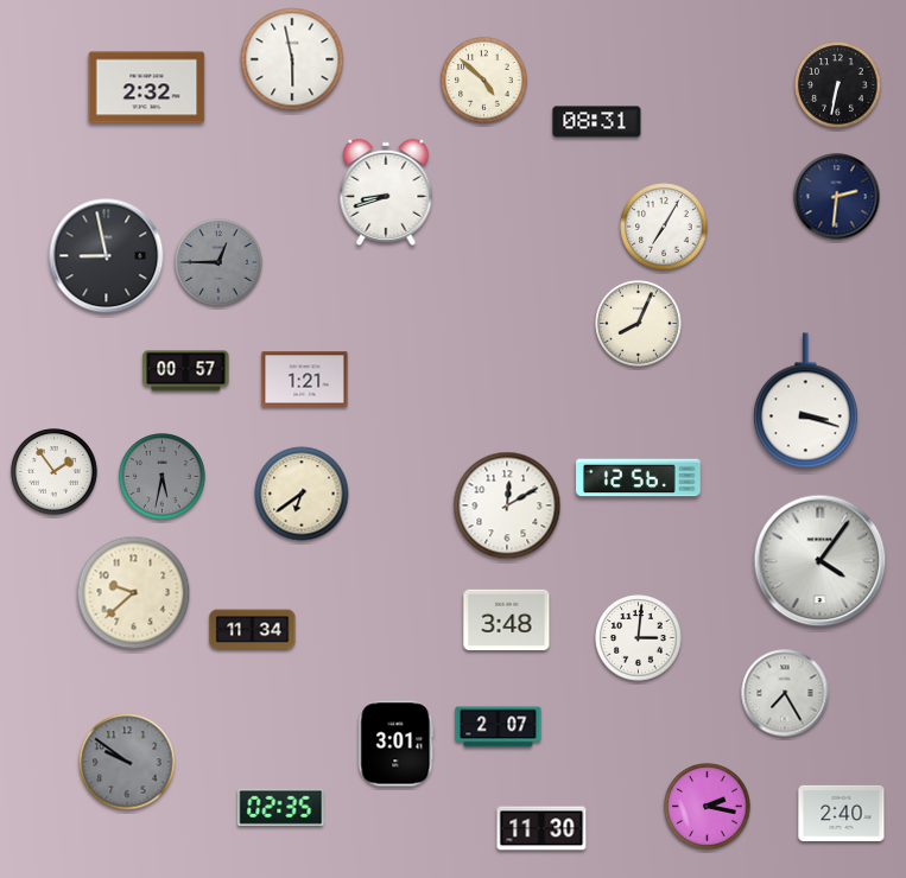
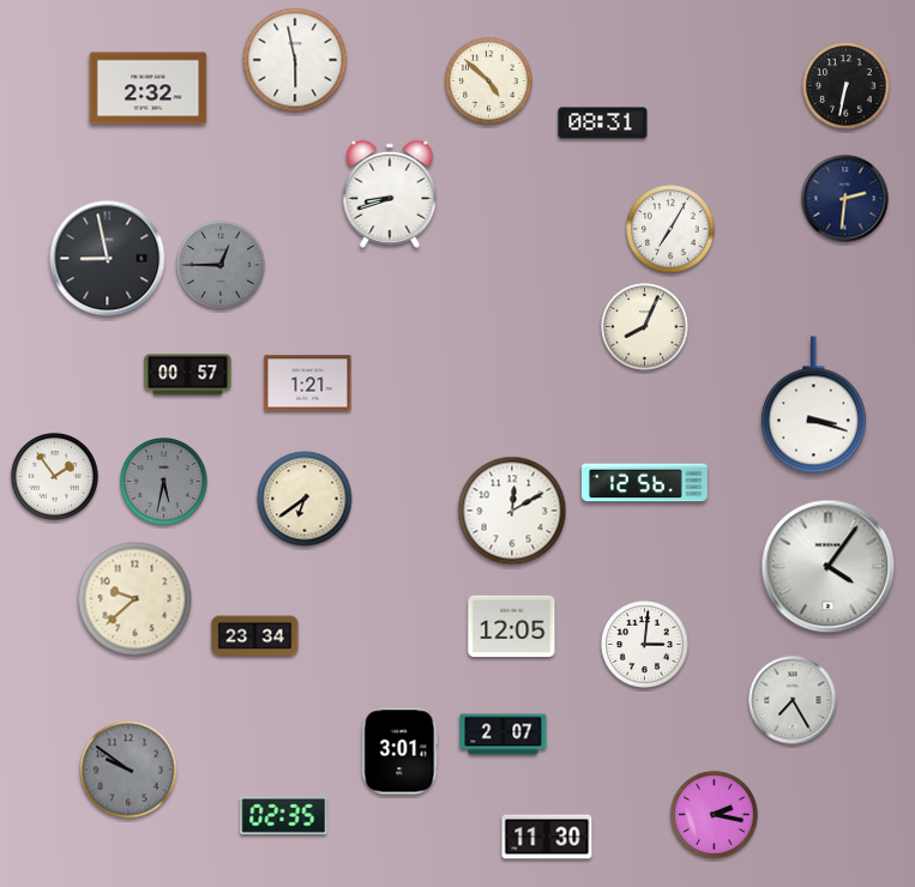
clock at (507, 621): 3:48 -> 12:05
clock at (253, 630): 11:34 -> 23:34
clock at (842, 813): 2:40 -> none
